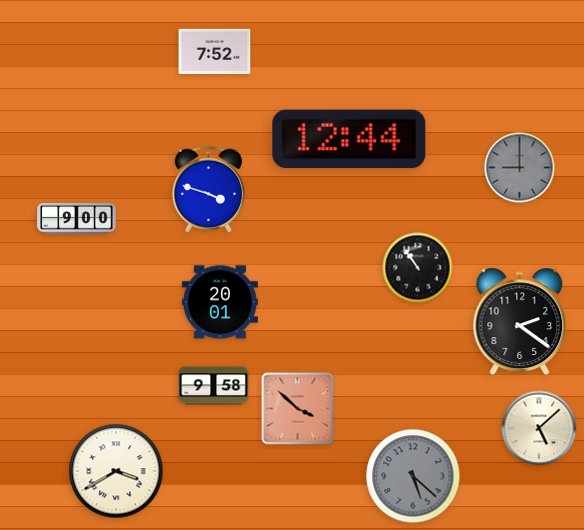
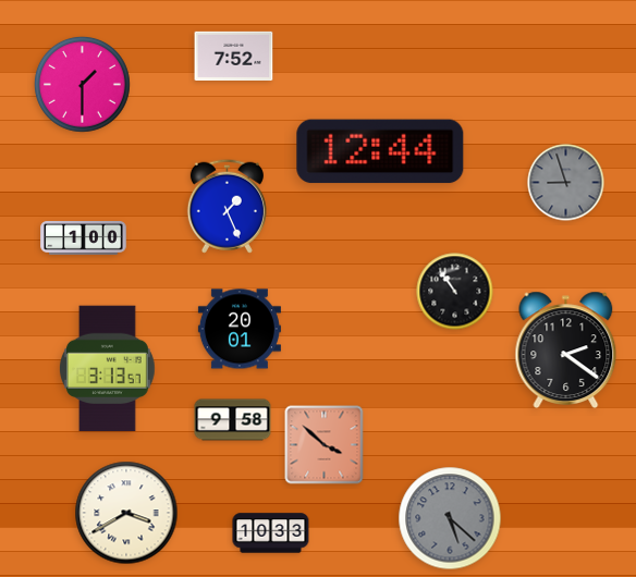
clock at (82, 84): none -> 1:30
clock at (520, 168): 9:00 -> 8:57
clock at (208, 189): 3:48 -> 1:26
clock at (77, 219): 9:00 -> 1:00
clock at (107, 369): none -> 3:13
clock at (539, 428): 5:08 -> none
clock at (271, 533): none -> 10:33
